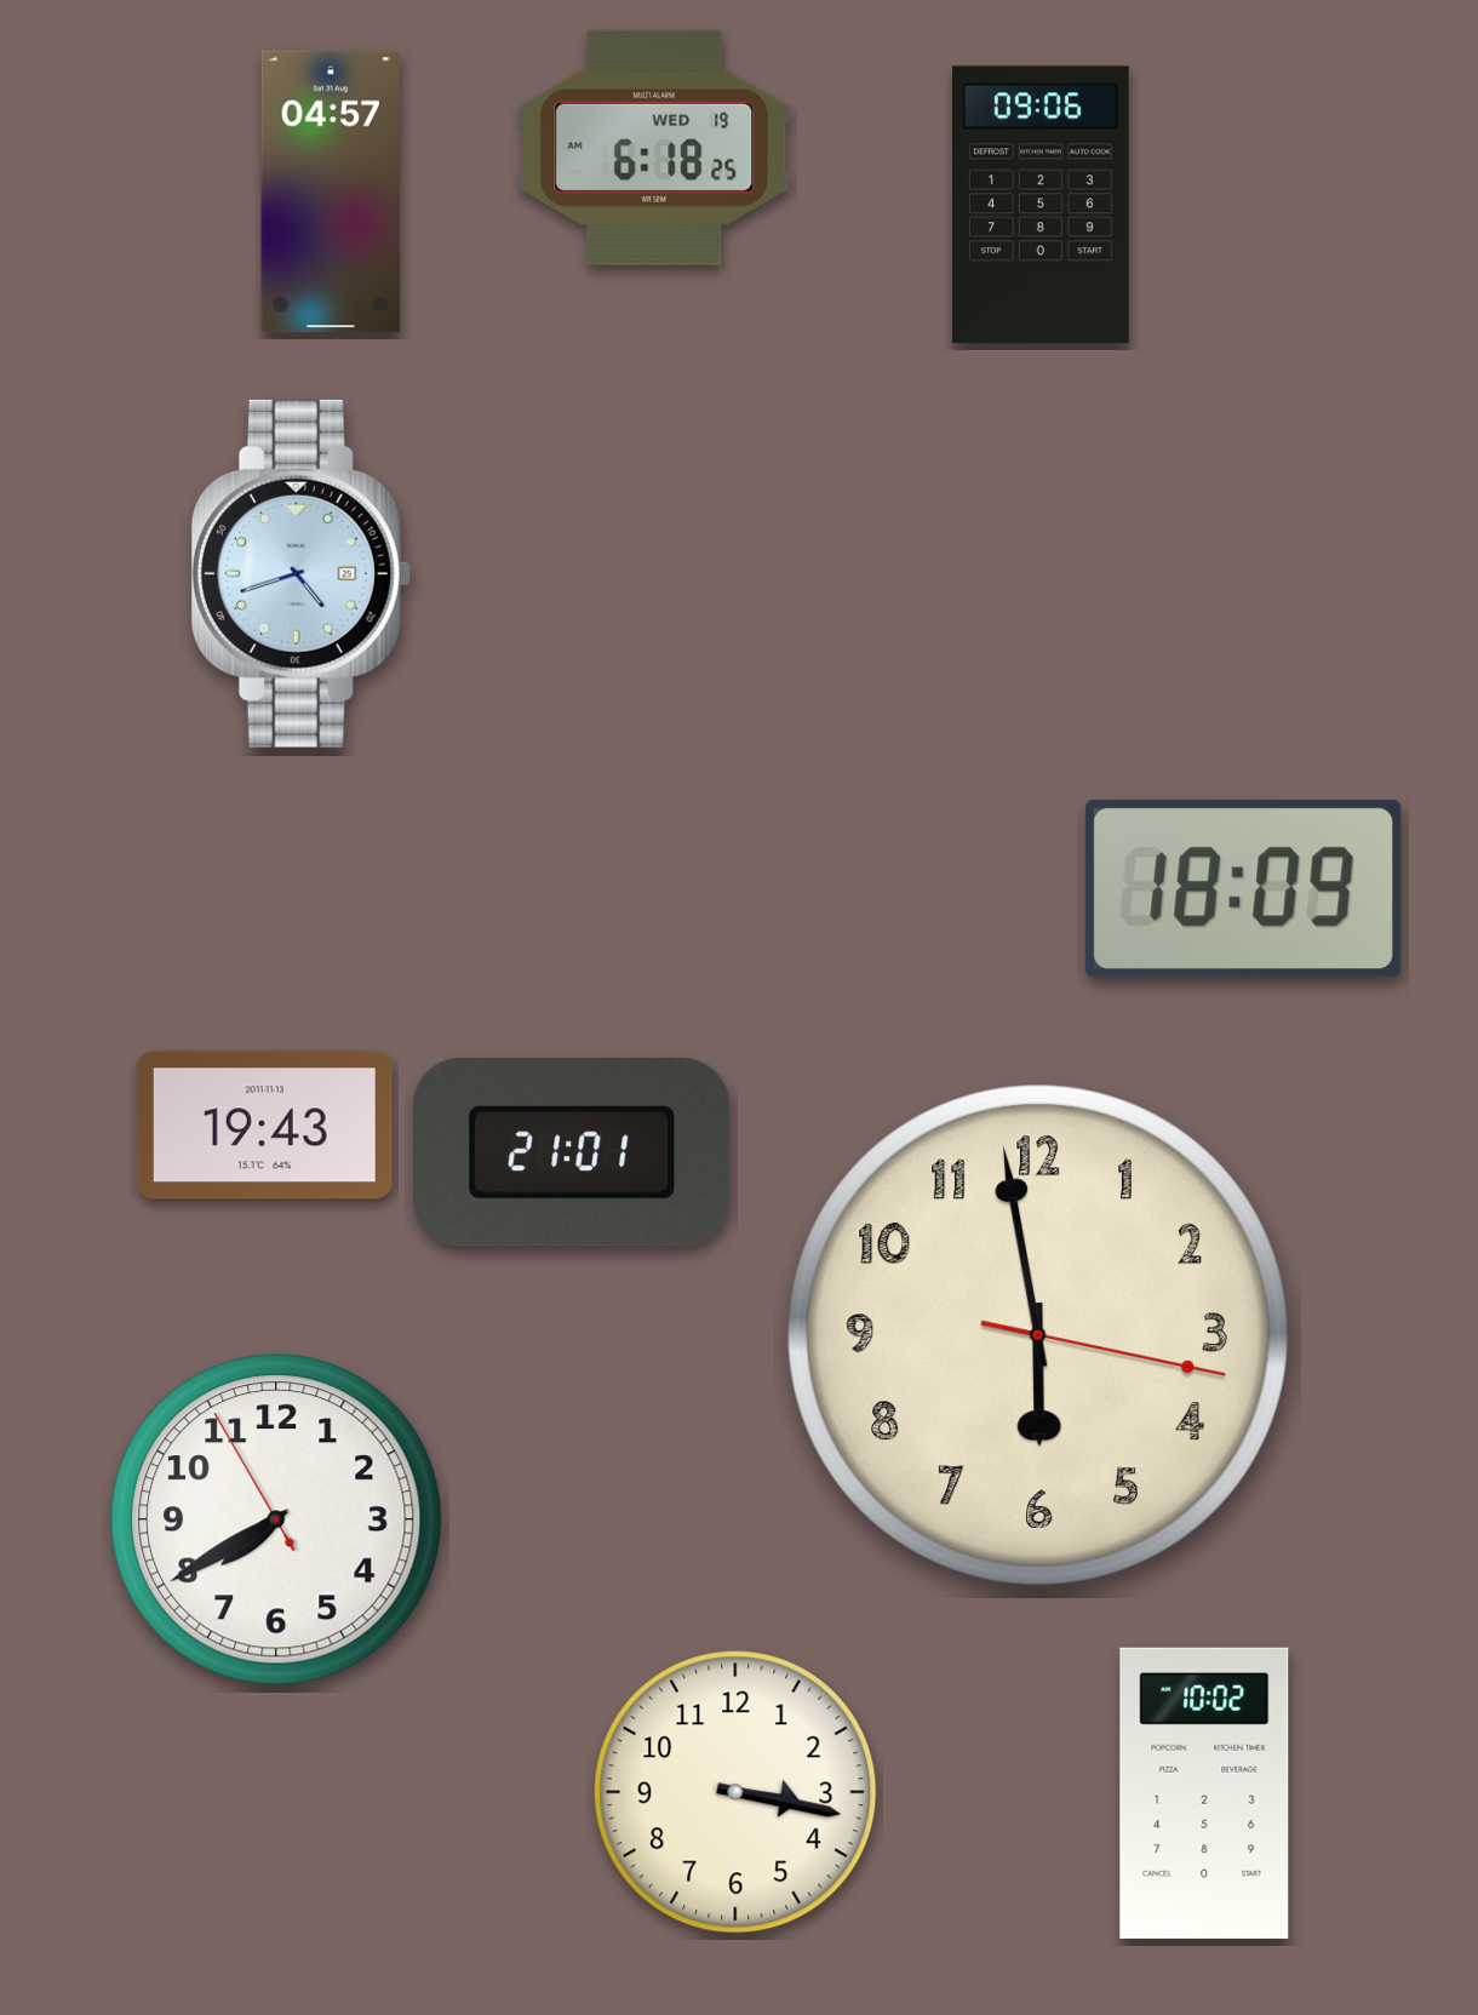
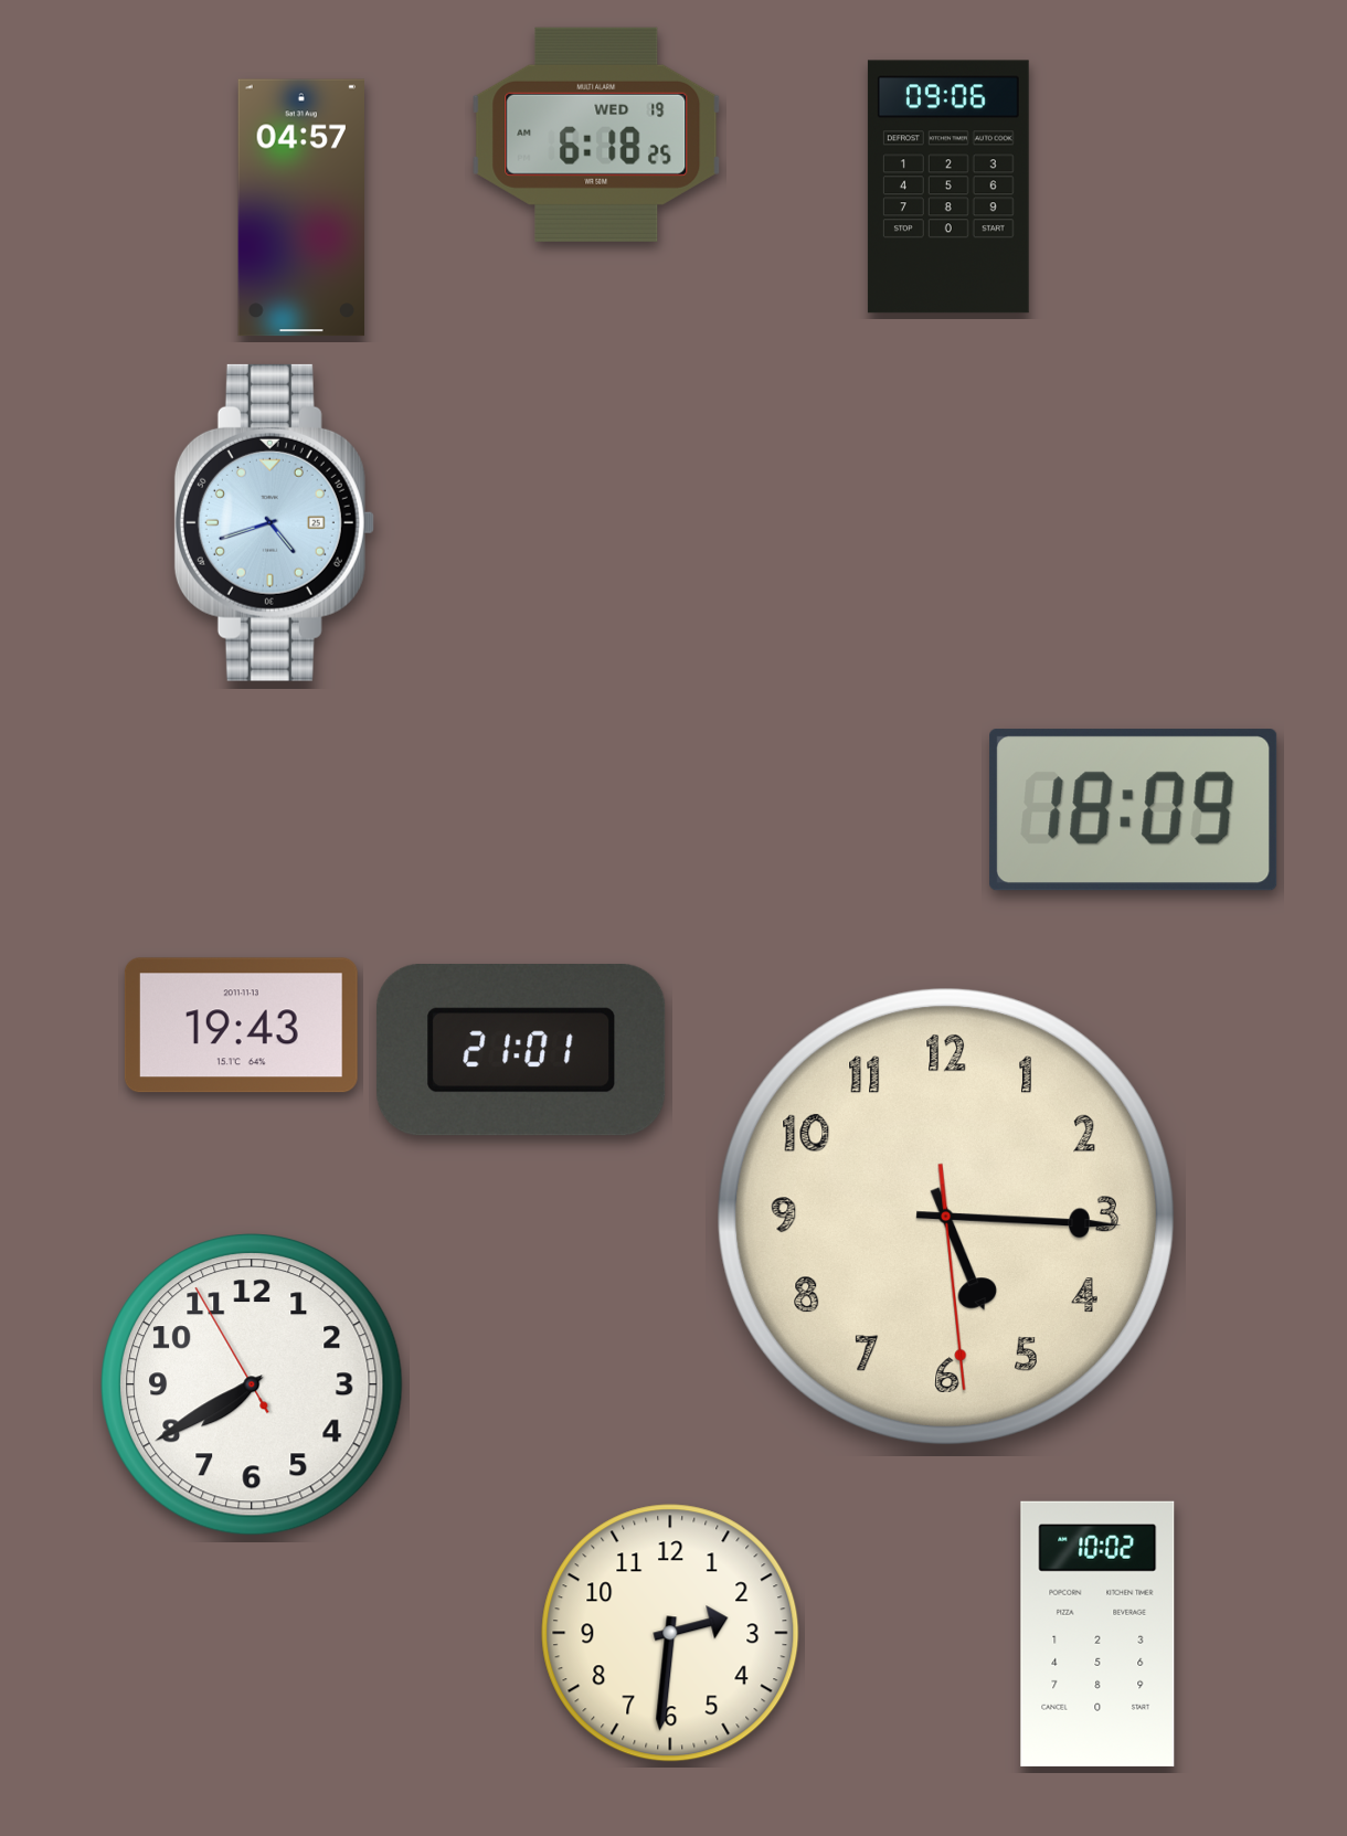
clock at (330, 191) position: (330, 191) -> (300, 208)
clock at (1038, 1335): 5:58 -> 5:15
clock at (735, 1792): 3:17 -> 2:31
